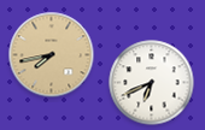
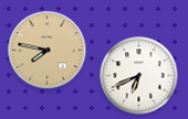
clock at (52, 55): 7:43 -> 7:47
